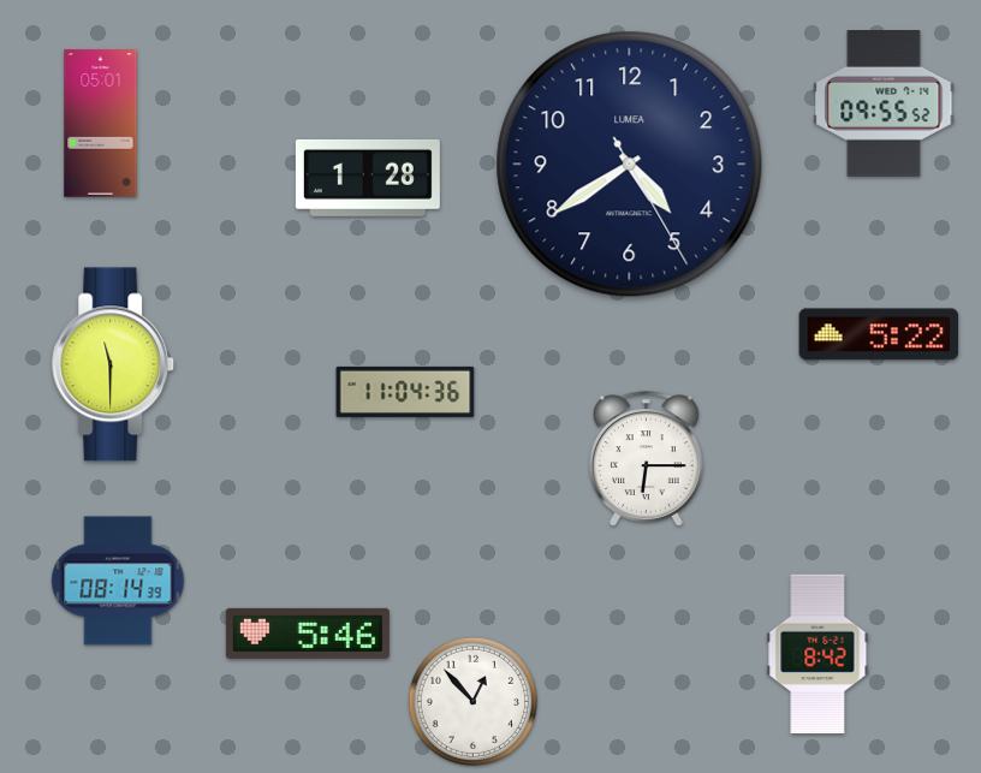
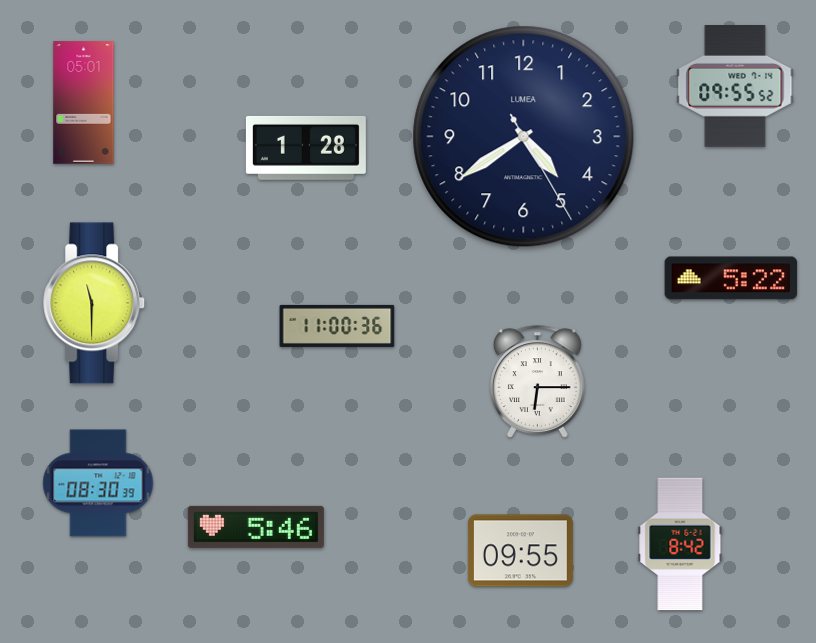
clock at (405, 392): 11:04 -> 11:00
clock at (118, 581): 08:14 -> 08:30
clock at (520, 551): none -> 09:55
clock at (474, 702): 12:53 -> none
